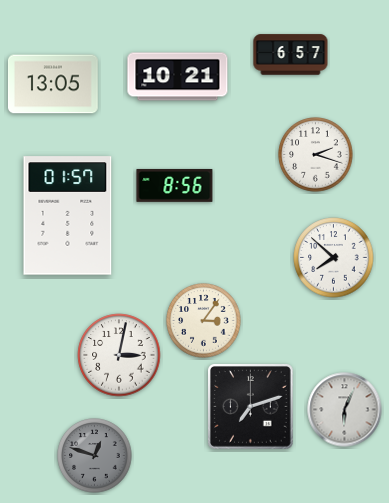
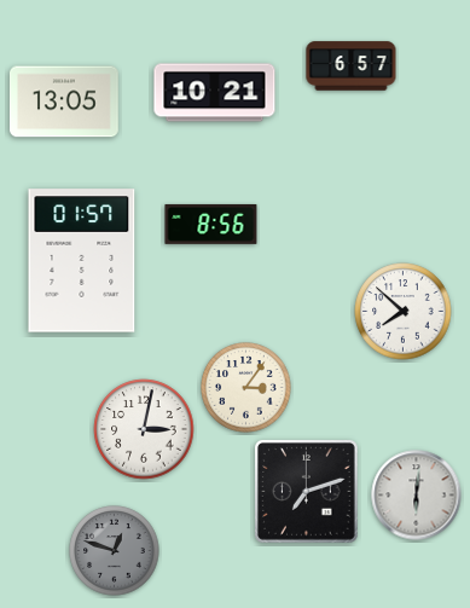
clock at (316, 155): 2:18 -> none
clock at (251, 407) position: (251, 407) -> (307, 492)
clock at (345, 410): 6:04 -> 6:01
